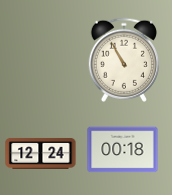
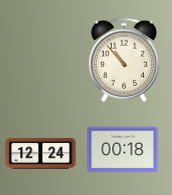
clock at (124, 60): 10:55 -> 10:53
